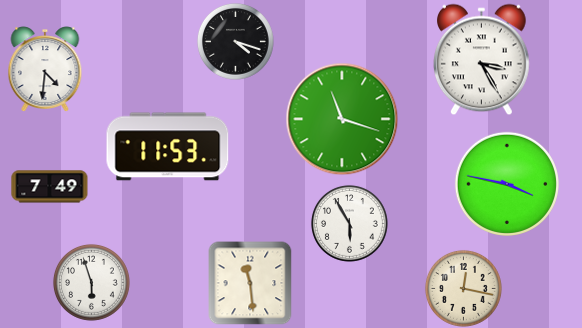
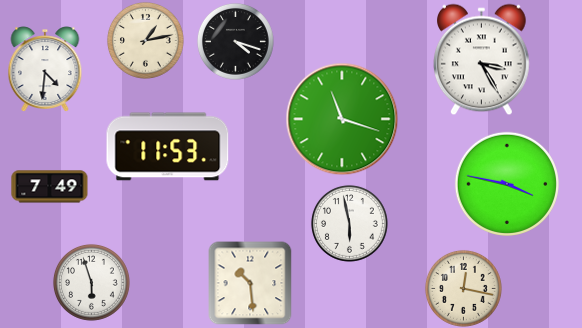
clock at (145, 40): none -> 1:13
clock at (349, 223): 5:55 -> 5:58
clock at (250, 283): 11:29 -> 10:29
